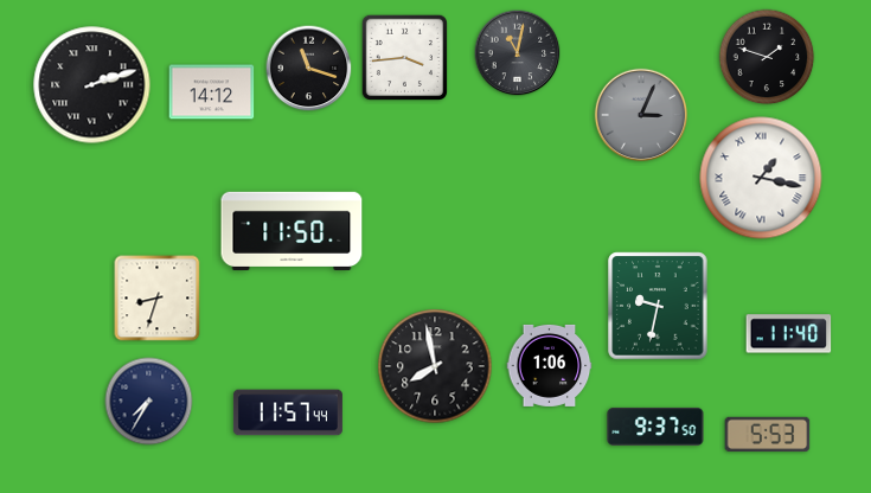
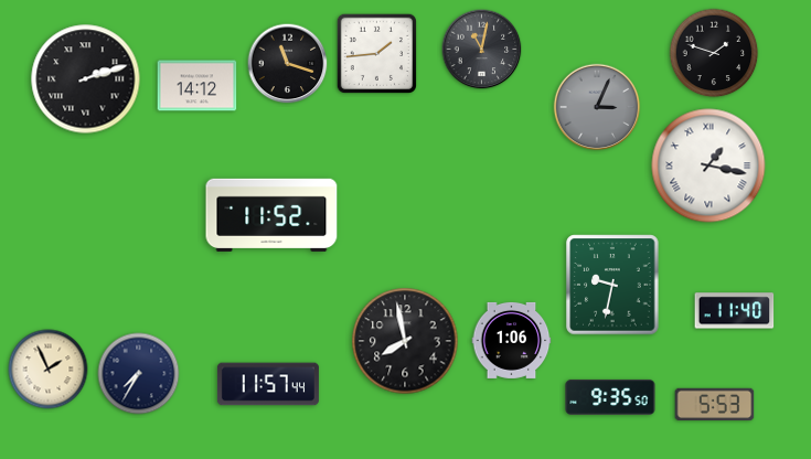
clock at (404, 57): 3:44 -> 1:44
clock at (292, 231): 11:50 -> 11:52
clock at (158, 299): 8:33 -> none
clock at (49, 370): none -> 1:56
clock at (655, 427): 9:37 -> 9:35
